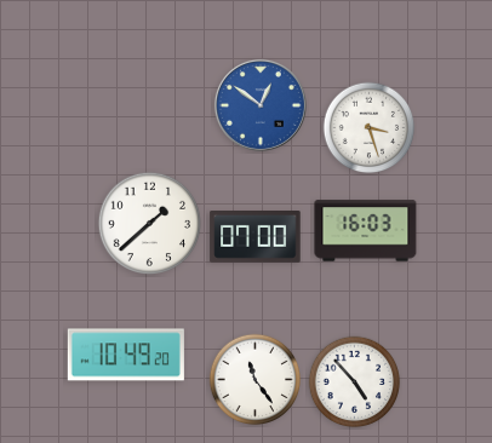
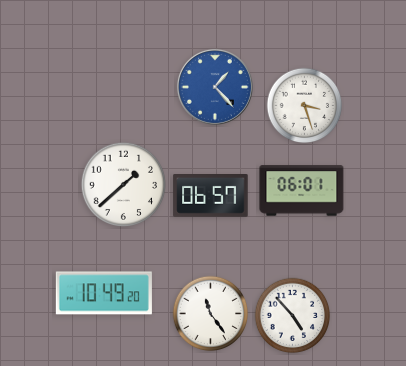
clock at (261, 105): 12:51 -> 1:23
clock at (366, 231): 16:03 -> 06:01
clock at (256, 237): 07:00 -> 06:57
